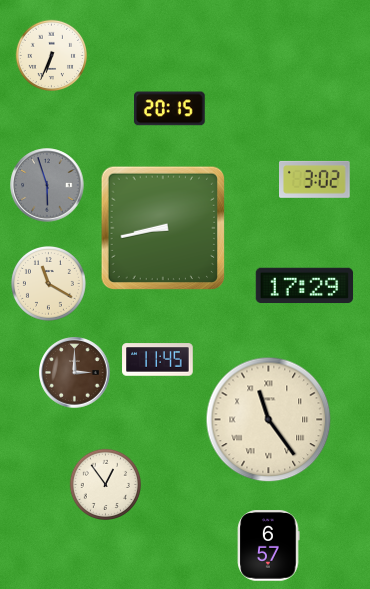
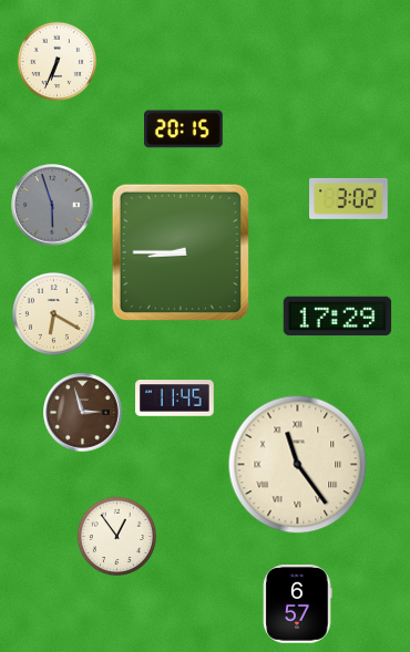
clock at (170, 109) position: (170, 109) -> (184, 130)
clock at (163, 228): 8:43 -> 8:45
clock at (48, 283): 11:20 -> 6:20
clock at (75, 373): 3:00 -> 2:57
